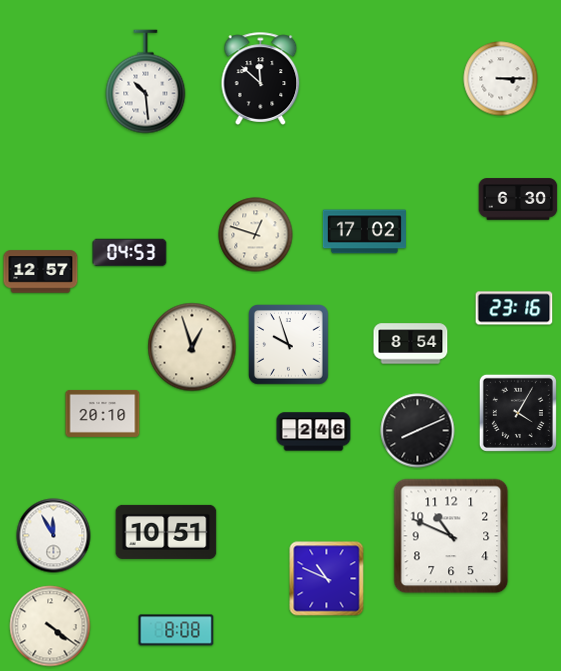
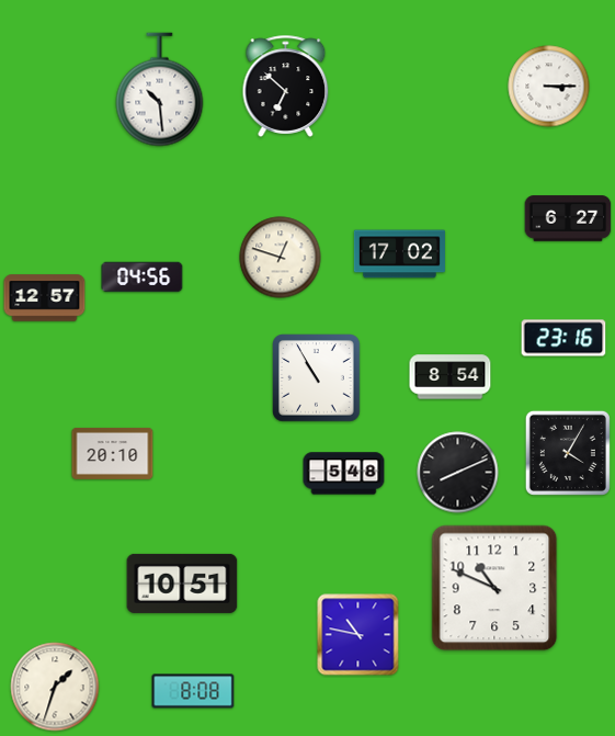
clock at (261, 78): 11:52 -> 6:52
clock at (518, 199): 6:30 -> 6:27
clock at (130, 253): 04:53 -> 04:56
clock at (289, 345): 9:57 -> 10:55
clock at (192, 347): 12:57 -> none
clock at (314, 432): 2:46 -> 5:48
clock at (54, 536): 11:55 -> none
clock at (327, 579): 10:49 -> 10:47
clock at (50, 626): 4:21 -> 1:33
